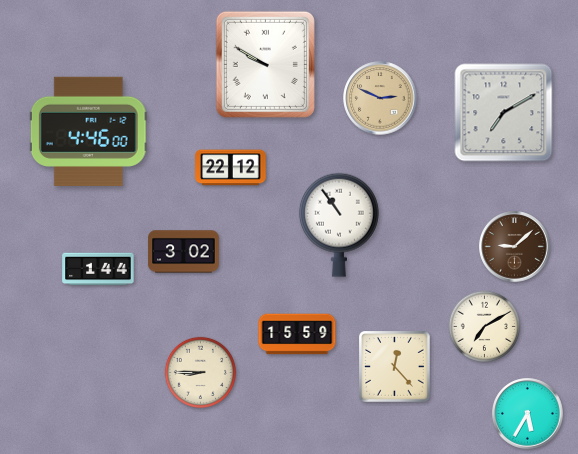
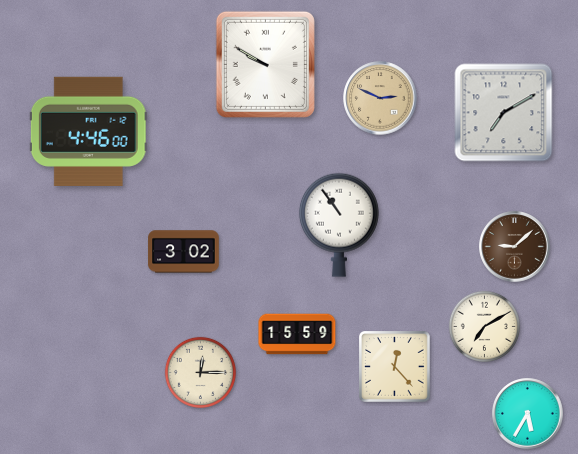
clock at (231, 168): 22:12 -> none
clock at (98, 269): 1:44 -> none
clock at (200, 372): 8:45 -> 12:15
